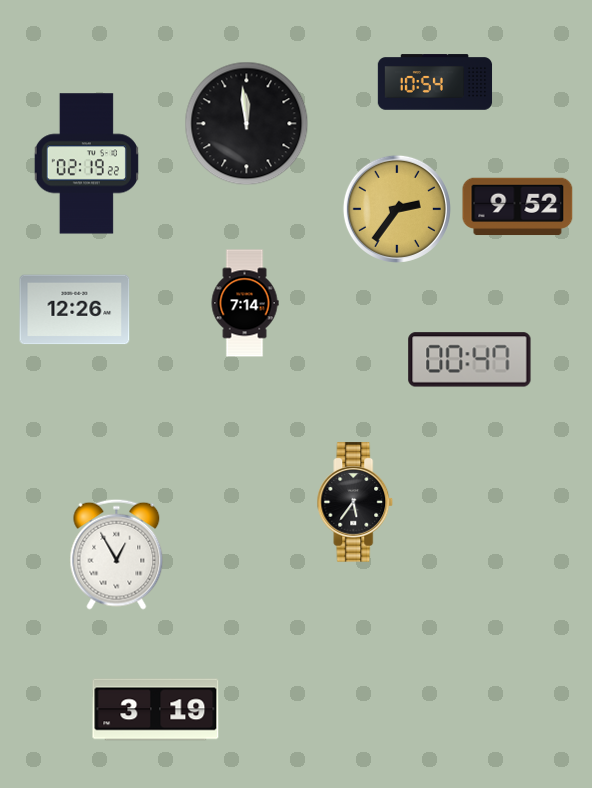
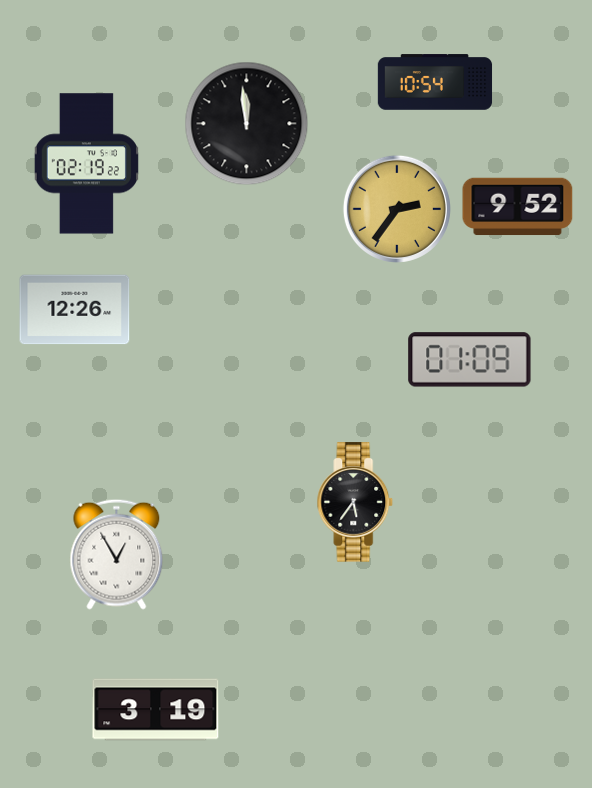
clock at (245, 303): 7:14 -> none
clock at (470, 360): 00:47 -> 01:09
